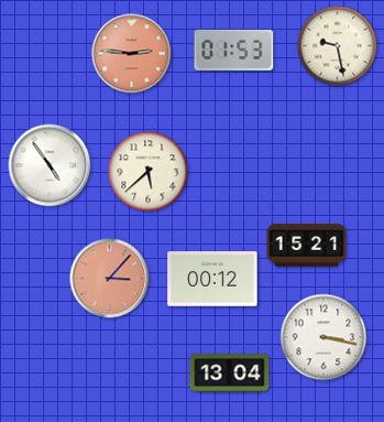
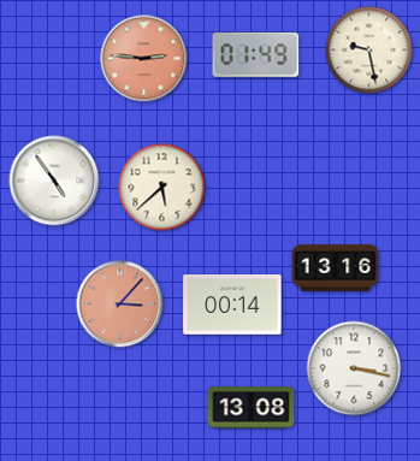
clock at (234, 50): 01:53 -> 01:49
clock at (307, 246): 15:21 -> 13:16
clock at (212, 280): 00:12 -> 00:14
clock at (230, 374): 13:04 -> 13:08
